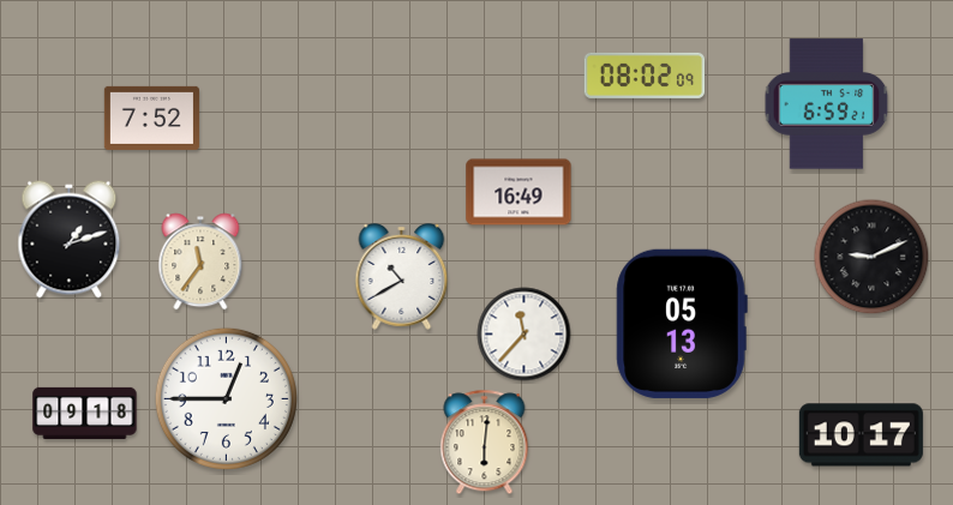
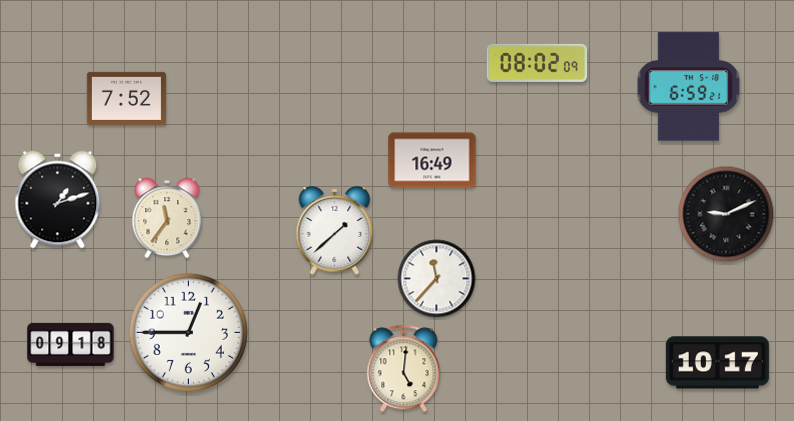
clock at (402, 277): 10:40 -> 1:38
clock at (682, 324): 05:13 -> none
clock at (485, 443): 6:01 -> 5:01
